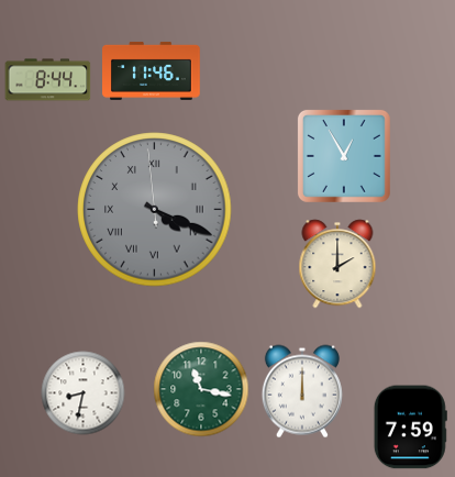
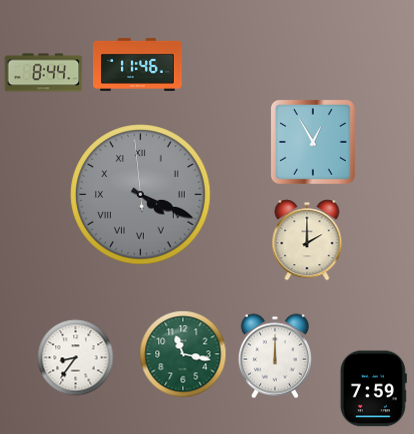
clock at (155, 210) position: (155, 210) -> (141, 195)
clock at (84, 393): 8:32 -> 8:36
